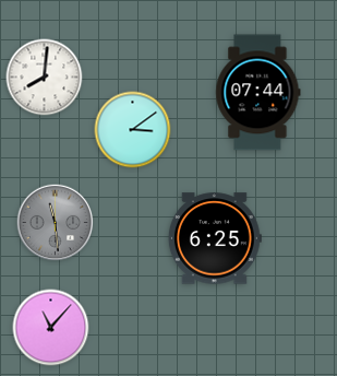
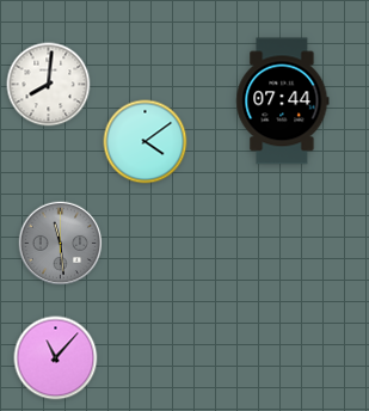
clock at (133, 130): 3:09 -> 4:09
clock at (215, 238): 6:25 -> none
